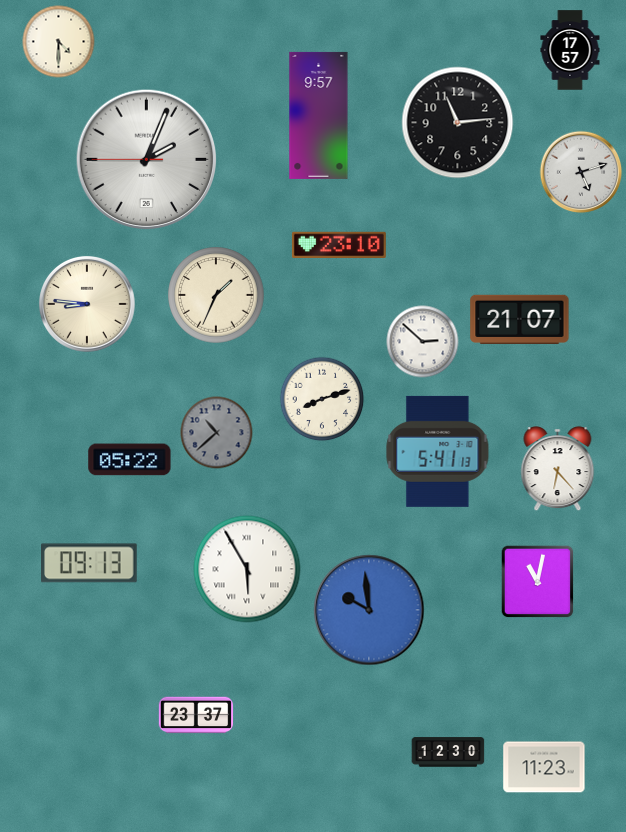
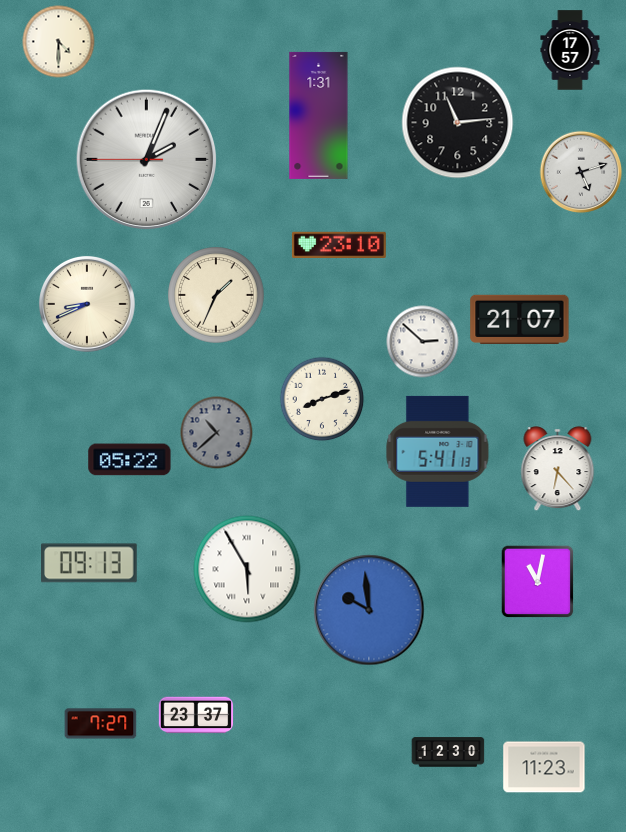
clock at (319, 115): 9:57 -> 1:31
clock at (87, 304): 8:46 -> 8:41
clock at (101, 724): none -> 7:27
